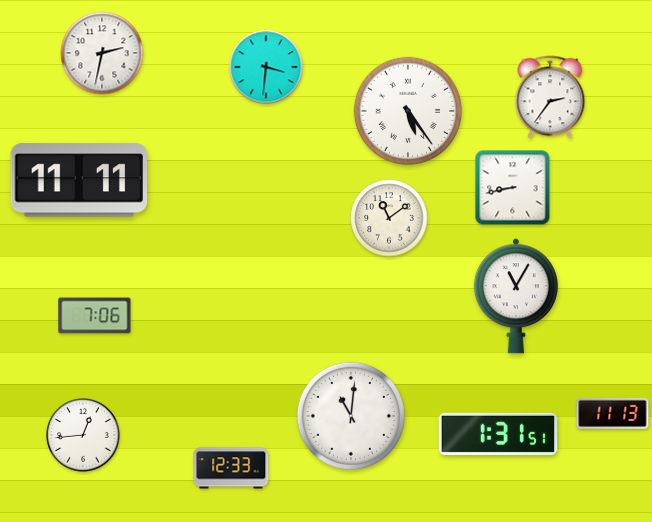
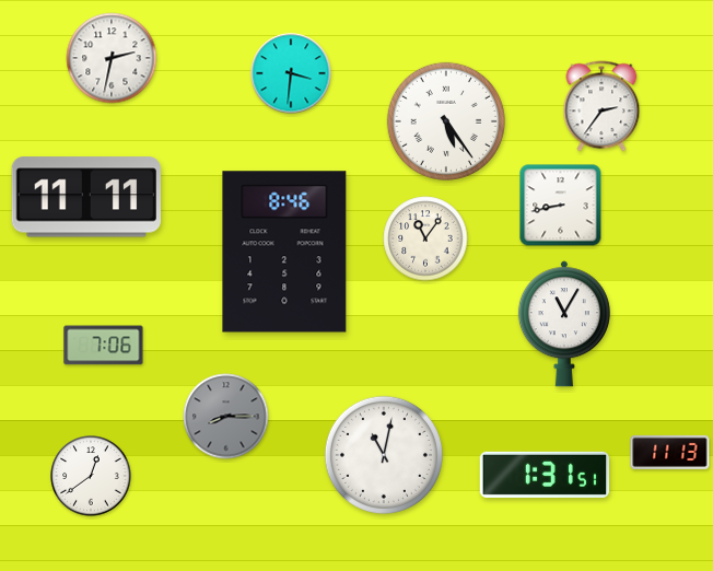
clock at (389, 218): 11:09 -> 11:06
clock at (284, 252): none -> 8:46
clock at (226, 417): none -> 8:15
clock at (351, 416): 11:01 -> 11:02
clock at (83, 435): 12:44 -> 12:39
clock at (231, 468): 12:33 -> none
